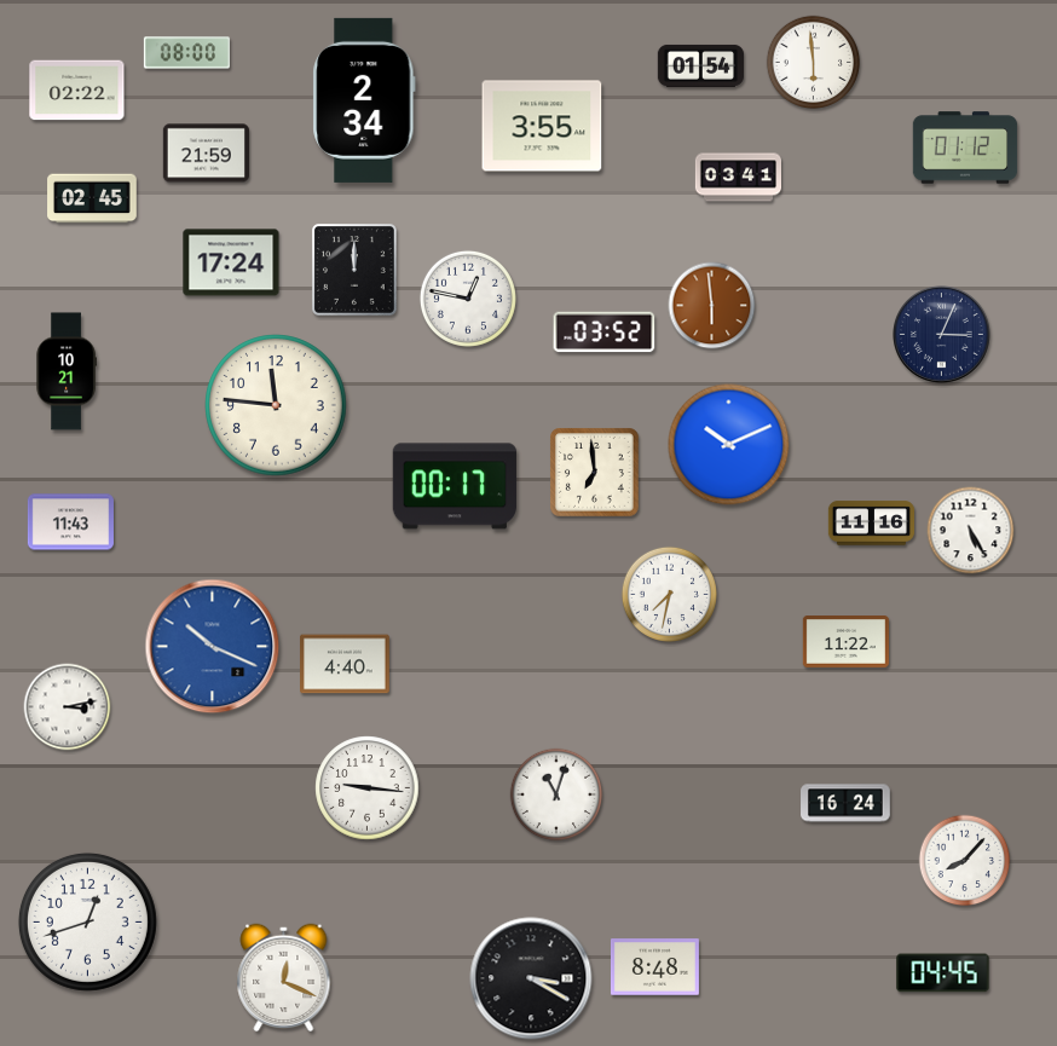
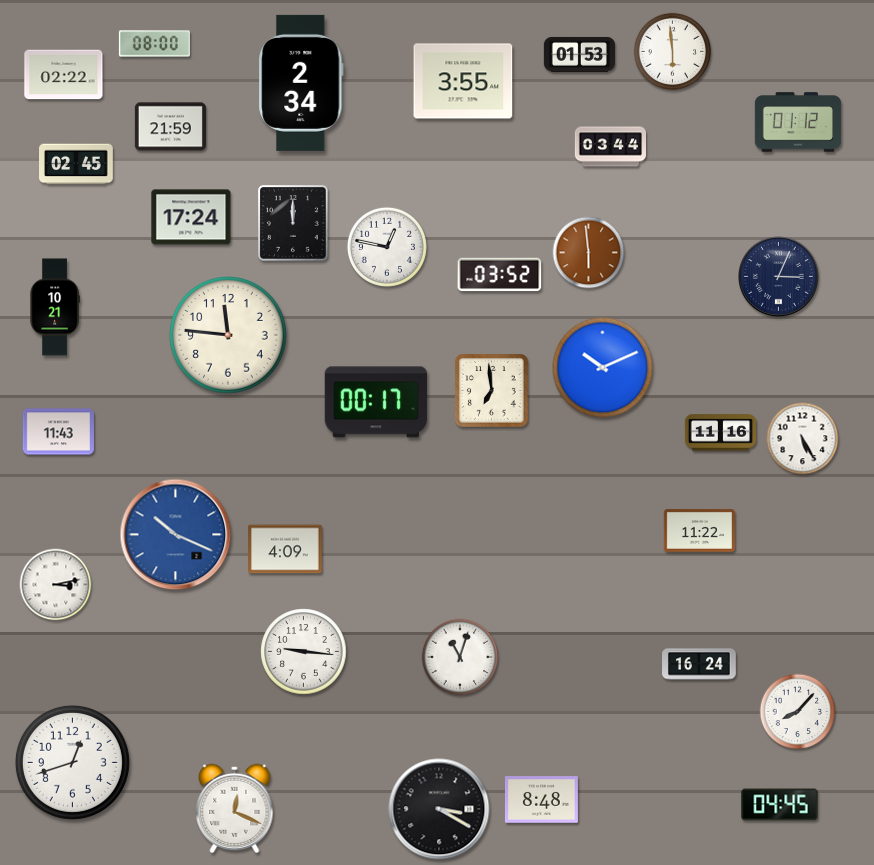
clock at (700, 65): 01:54 -> 01:53
clock at (542, 126) position: (542, 126) -> (463, 81)
clock at (738, 178): 03:41 -> 03:44
clock at (669, 594): 7:32 -> none
clock at (346, 664): 4:40 -> 4:09
